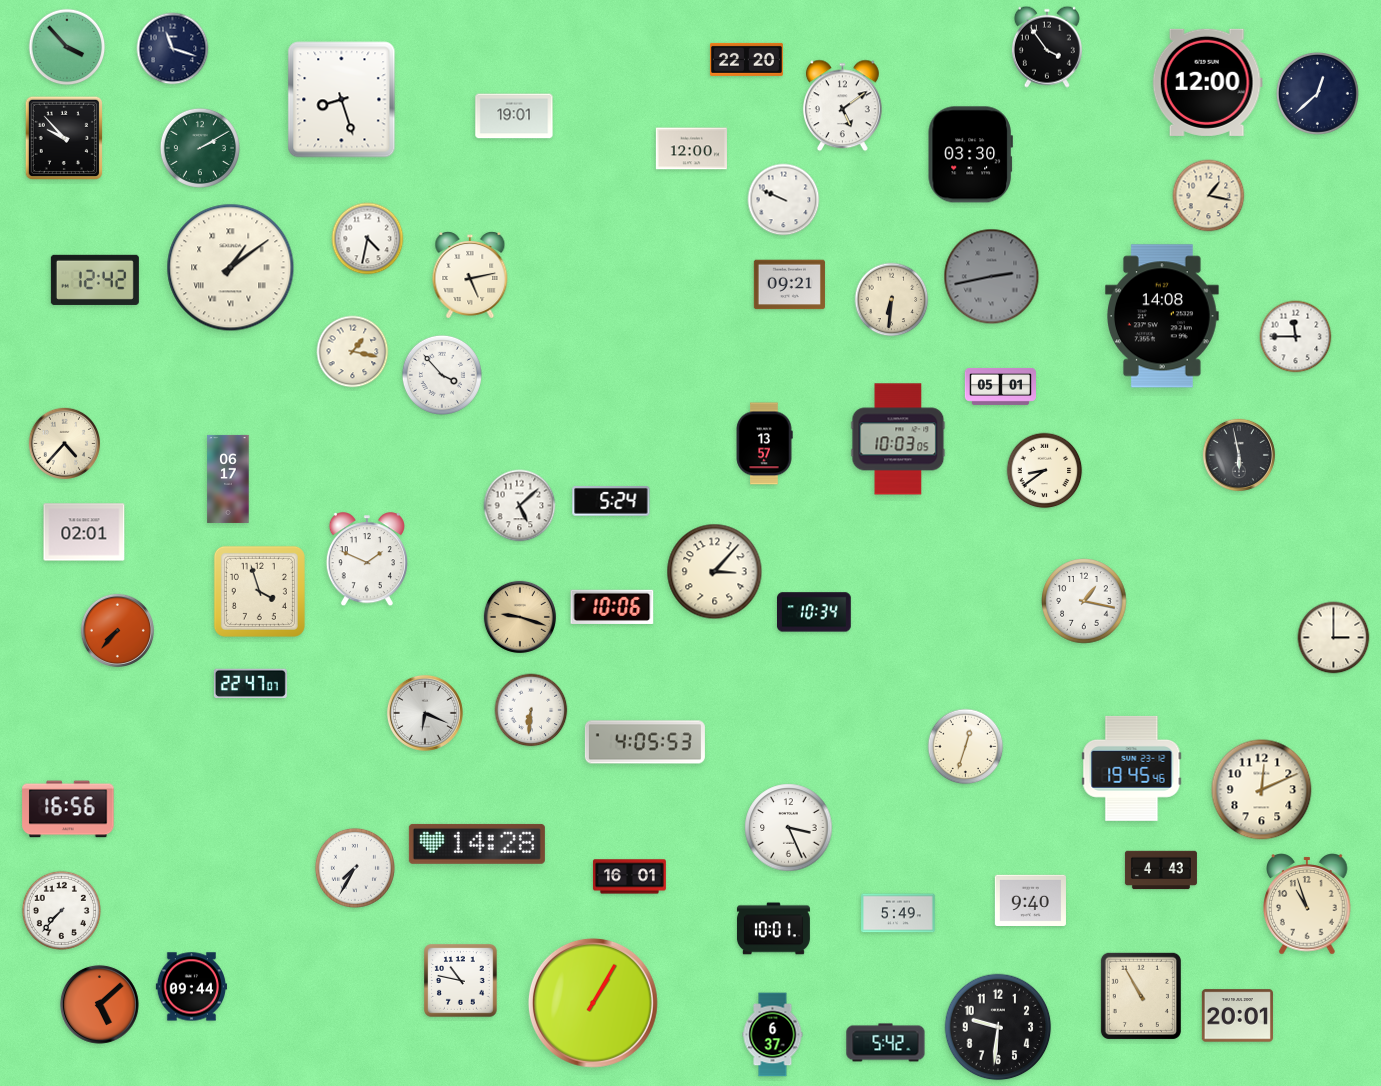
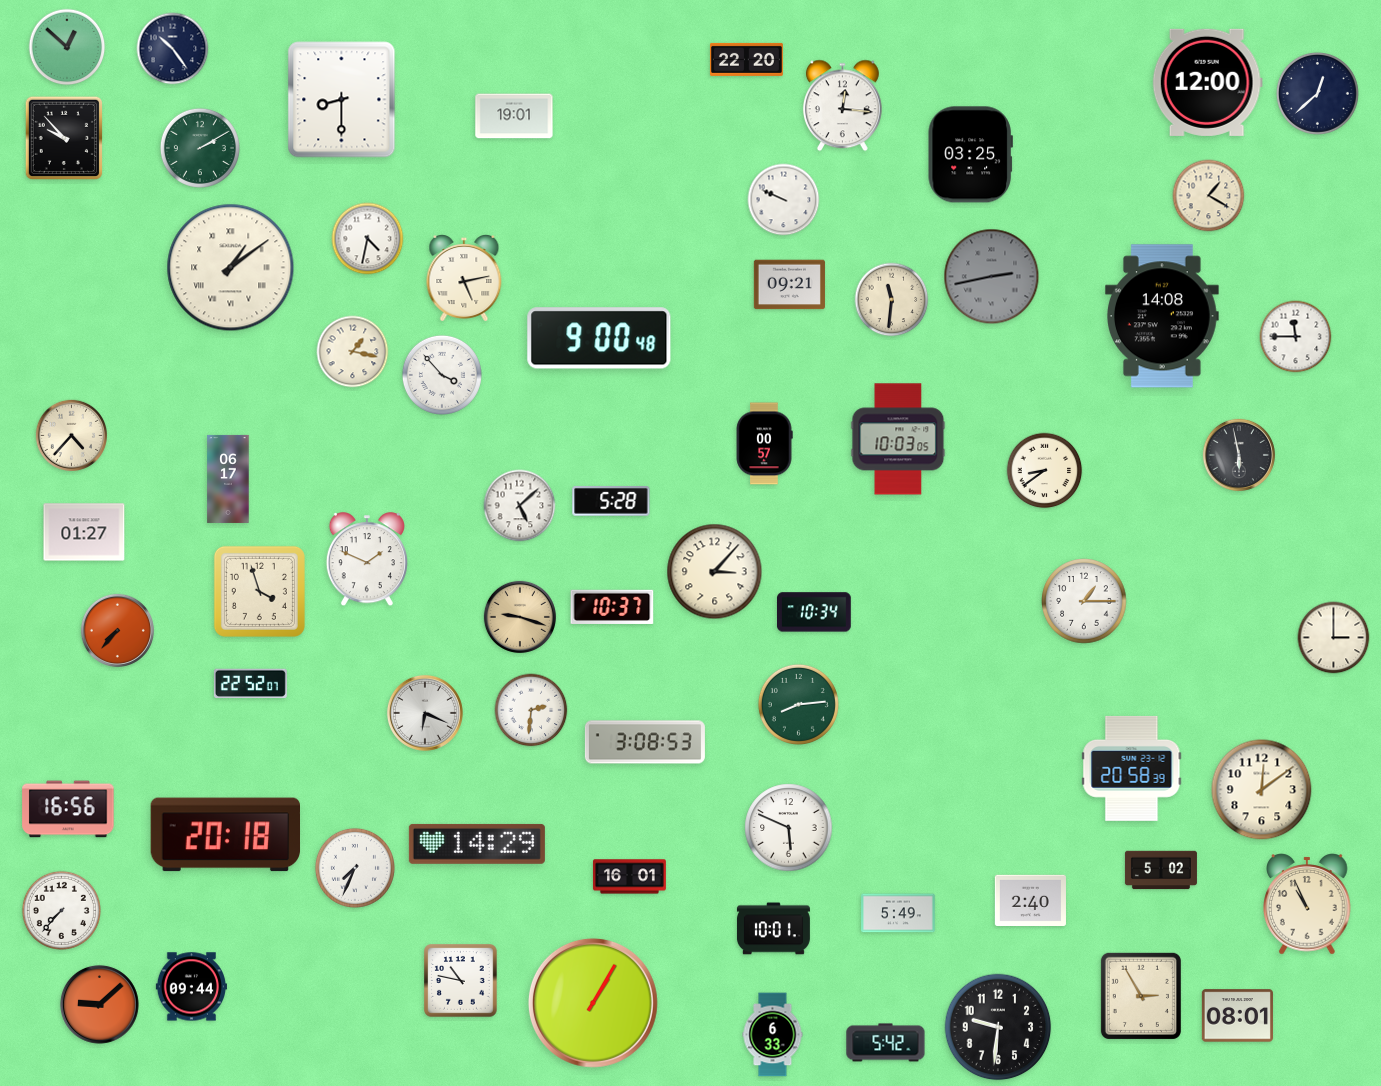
clock at (67, 47): 3:53 -> 12:52
clock at (1047, 47): 3:54 -> none
clock at (173, 49): 11:18 -> 10:24
clock at (342, 100): 8:27 -> 8:30
clock at (842, 106): 5:09 -> 12:16
clock at (691, 149): 12:00 -> none
clock at (970, 155): 03:30 -> 03:25
clock at (1209, 196): 1:17 -> 1:20
clock at (470, 276) position: (470, 276) -> (464, 279)
clock at (95, 280): 12:42 -> none
clock at (892, 300): 6:31 -> 11:31
clock at (599, 338): none -> 9:00
clock at (1000, 386): 05:01 -> none
clock at (64, 443) position: (64, 443) -> (71, 435)
clock at (764, 444): 13:57 -> 00:57
clock at (611, 502): 5:24 -> 5:28
clock at (84, 532): 02:01 -> 01:27
clock at (1084, 601): 1:17 -> 1:15
clock at (612, 606): 10:06 -> 10:37
clock at (250, 684): 22:47 -> 22:52
clock at (798, 704): none -> 8:14
clock at (531, 710): 6:31 -> 2:31
clock at (645, 742): 4:05 -> 3:08
clock at (966, 747): 12:33 -> none
clock at (1132, 768): 19:45 -> 20:58
clock at (1262, 790): 12:11 -> 12:09
clock at (789, 828): 3:26 -> 5:49
clock at (225, 835): none -> 20:18
clock at (477, 844): 14:28 -> 14:29
clock at (355, 868): 7:35 -> 7:34
clock at (1161, 870): 4:43 -> 5:02
clock at (1030, 900): 9:40 -> 2:40
clock at (1307, 904): 10:57 -> 10:56
clock at (1141, 996): 10:55 -> 2:55
clock at (99, 1004): 5:08 -> 9:08
clock at (1237, 1016): 20:01 -> 08:01
clock at (773, 1035): 6:37 -> 6:33
